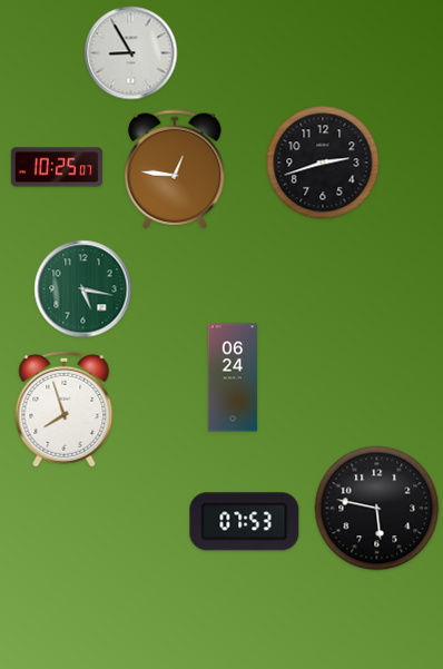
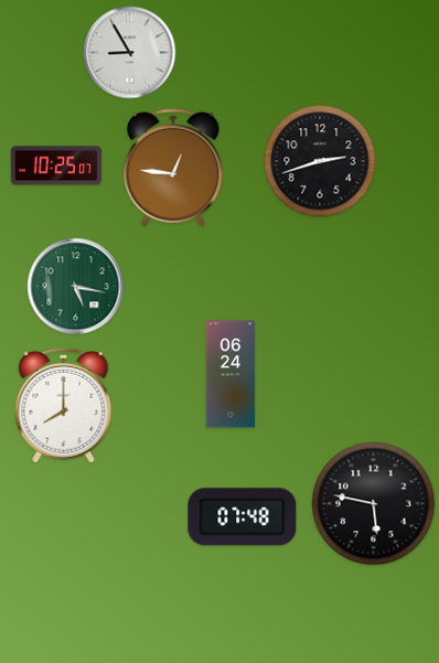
clock at (83, 289) position: (83, 289) -> (76, 287)
clock at (65, 409): 7:57 -> 8:00
clock at (245, 522): 07:53 -> 07:48
